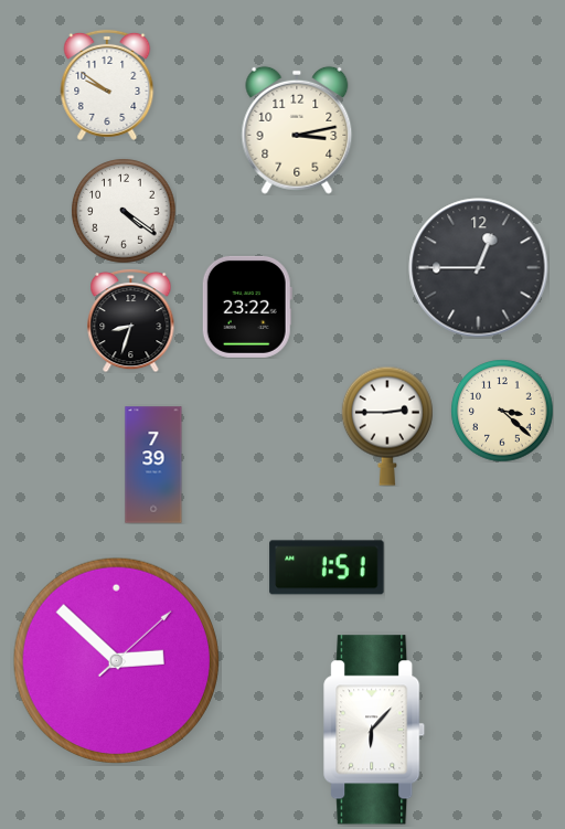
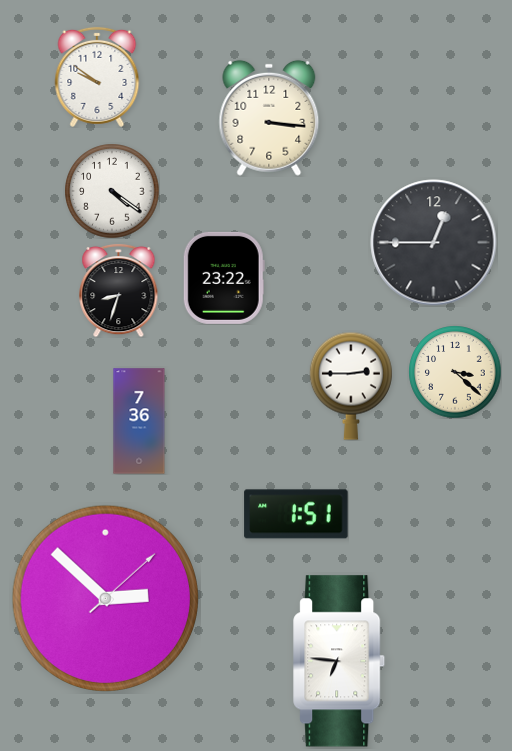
clock at (297, 130): 3:13 -> 3:16
clock at (153, 465): 7:39 -> 7:36
clock at (375, 730): 6:07 -> 6:46
